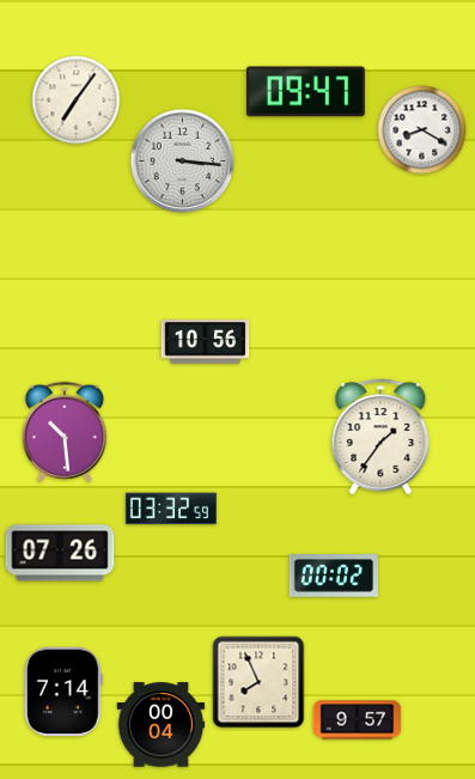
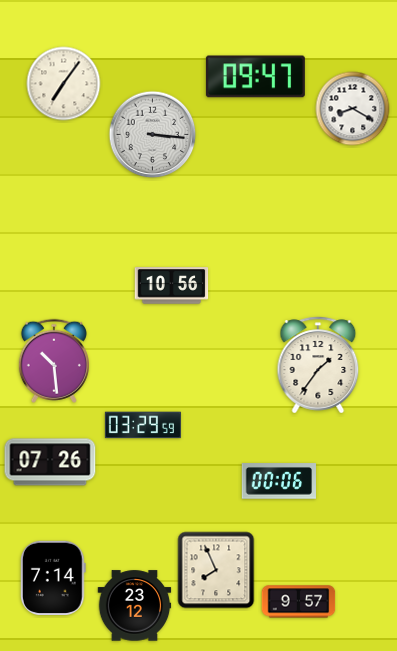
clock at (171, 509): 03:32 -> 03:29
clock at (333, 576): 00:02 -> 00:06
clock at (162, 725): 00:04 -> 23:12
